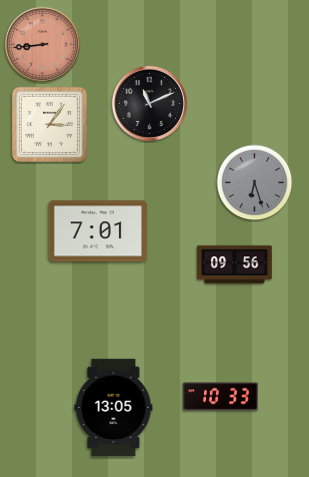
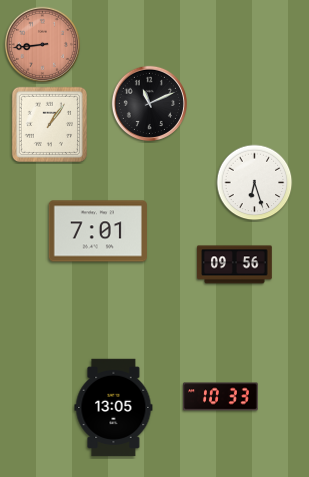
clock at (49, 124): 3:06 -> 1:06
clock at (255, 183) dial: grey -> white
